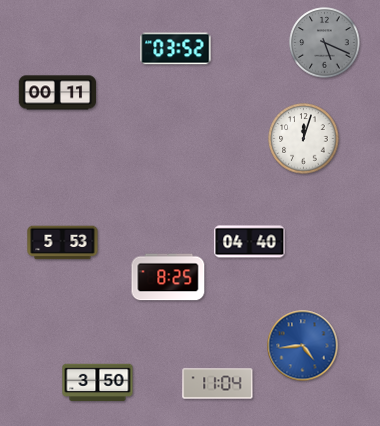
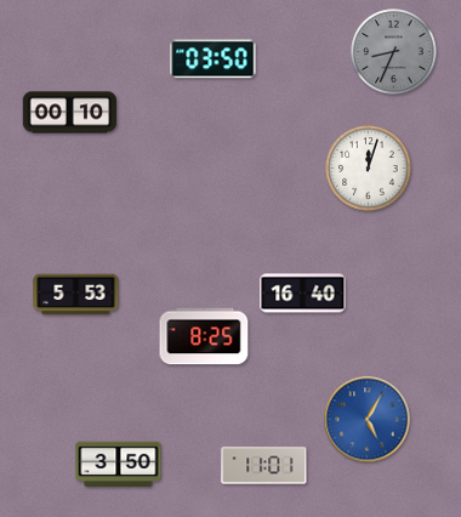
clock at (325, 43): 5:19 -> 8:34
clock at (176, 49): 03:52 -> 03:50
clock at (58, 93): 00:11 -> 00:10
clock at (250, 242): 04:40 -> 16:40
clock at (303, 346): 4:44 -> 5:05
clock at (218, 384): 11:04 -> 11:01
